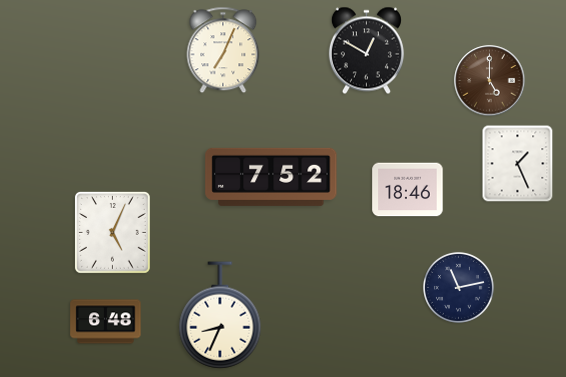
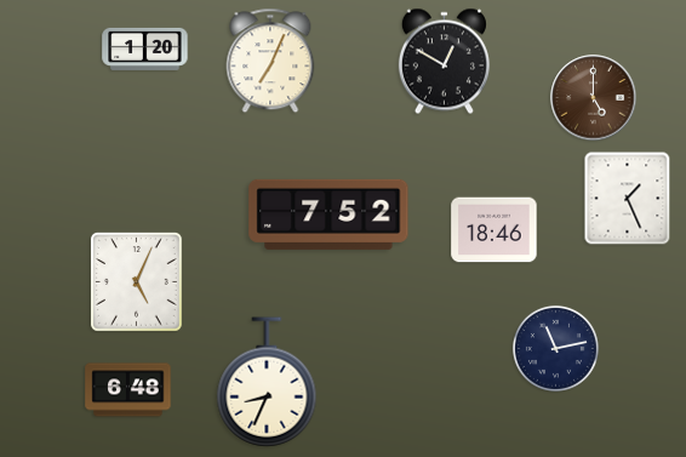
clock at (145, 48): none -> 1:20
